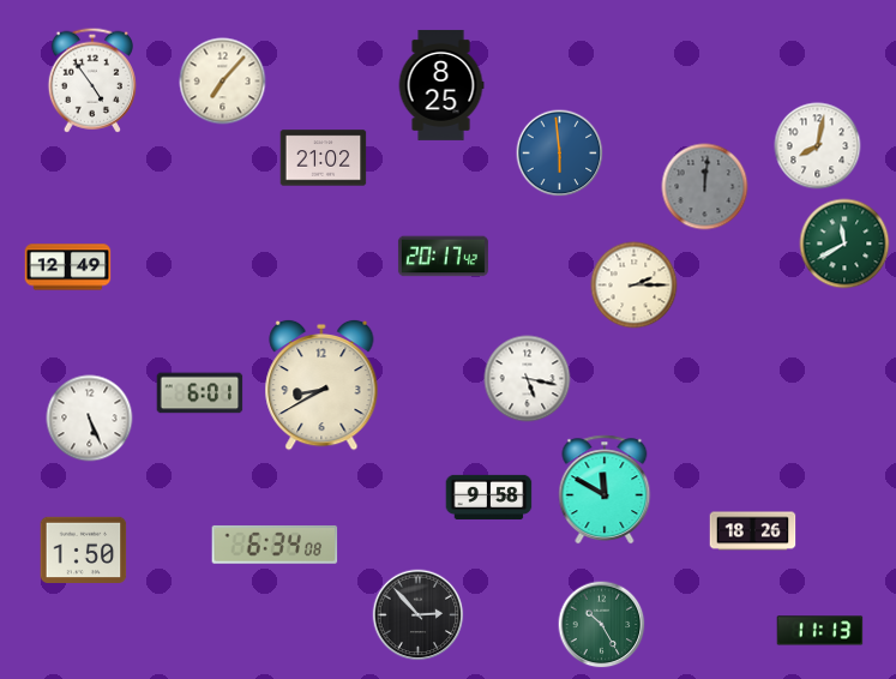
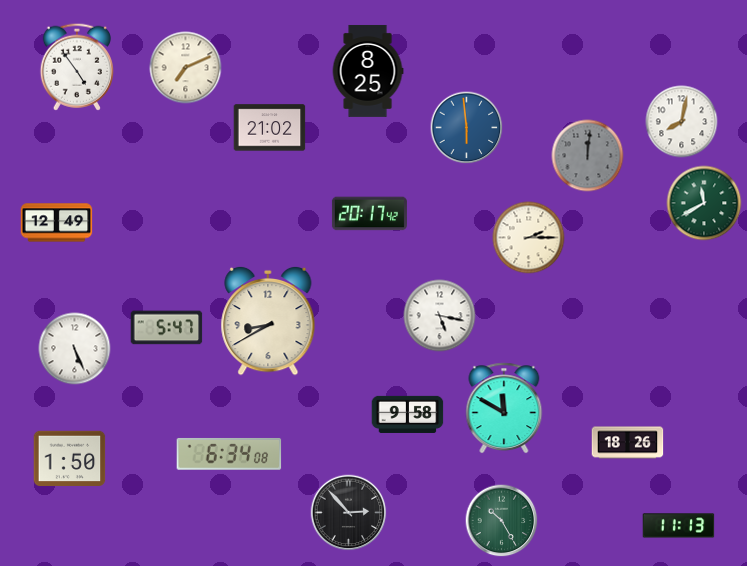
clock at (223, 82): 7:07 -> 7:11
clock at (324, 158) position: (324, 158) -> (270, 128)
clock at (200, 393): 6:01 -> 5:47
clock at (820, 631) position: (820, 631) -> (679, 526)
